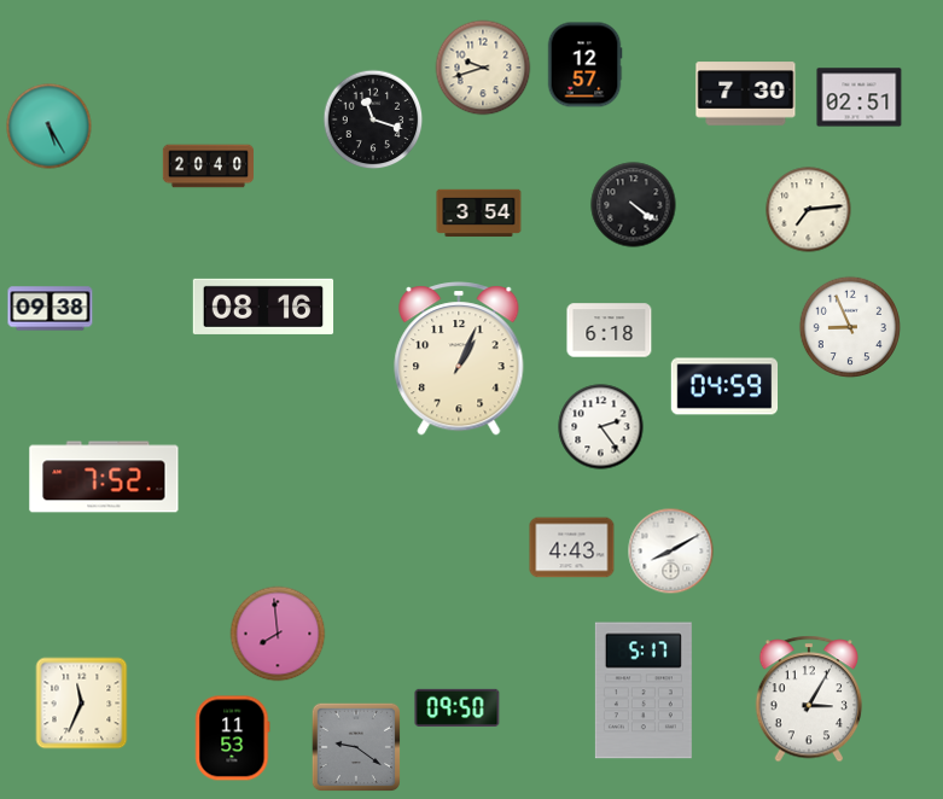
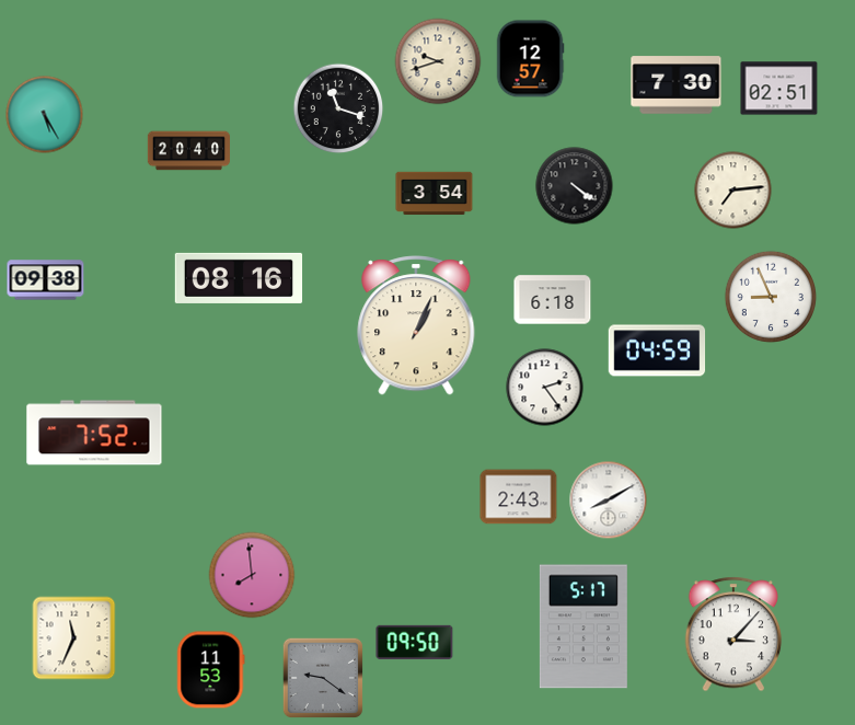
clock at (572, 548): 4:43 -> 2:43
clock at (809, 699): 3:05 -> 3:07
